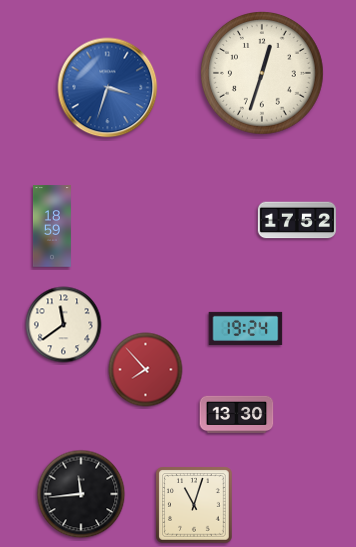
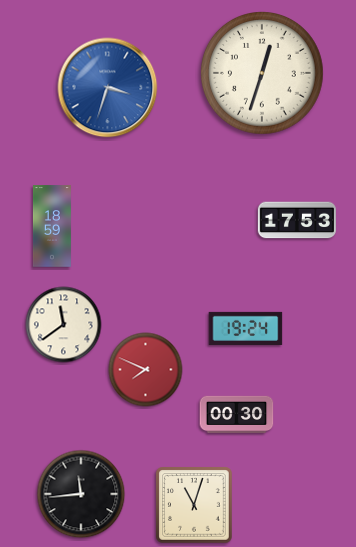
clock at (297, 220): 17:52 -> 17:53
clock at (146, 370): 7:53 -> 7:49
clock at (237, 415): 13:30 -> 00:30
